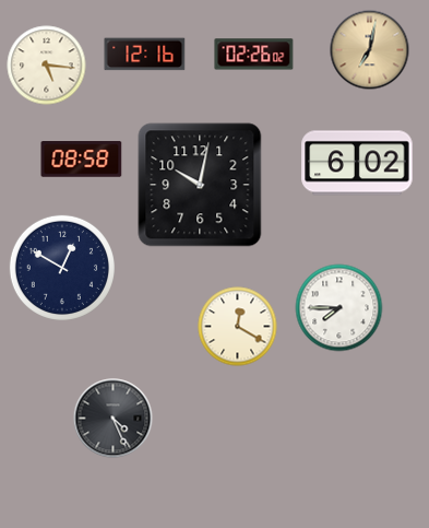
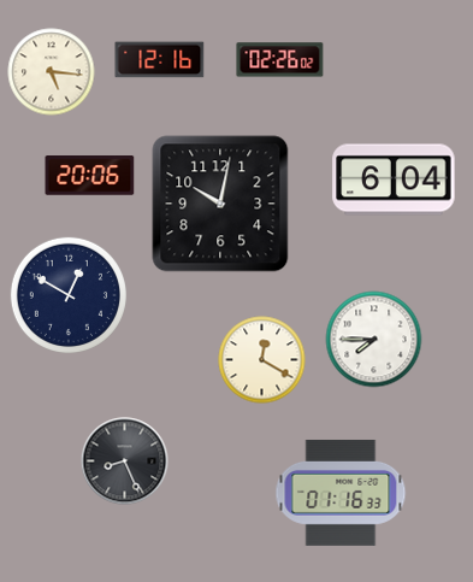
clock at (370, 50): 7:02 -> none
clock at (82, 160): 08:58 -> 20:06
clock at (357, 163): 6:02 -> 6:04
clock at (114, 419): 4:26 -> 8:26
clock at (341, 493): none -> 01:16
